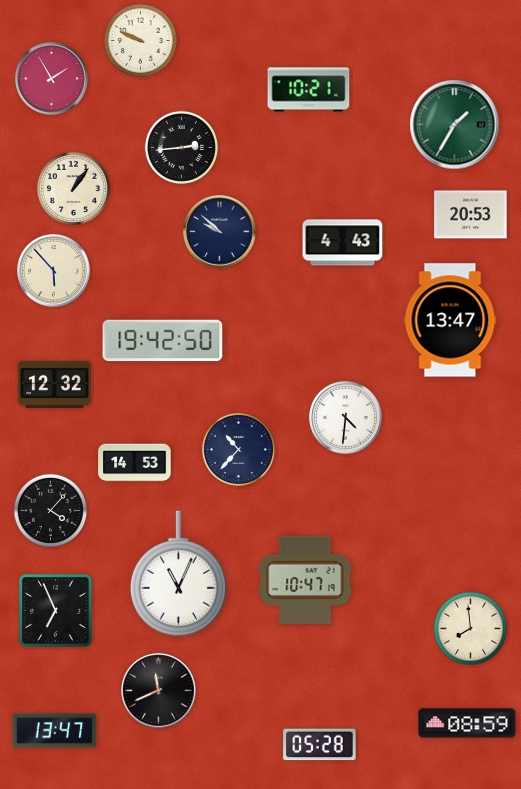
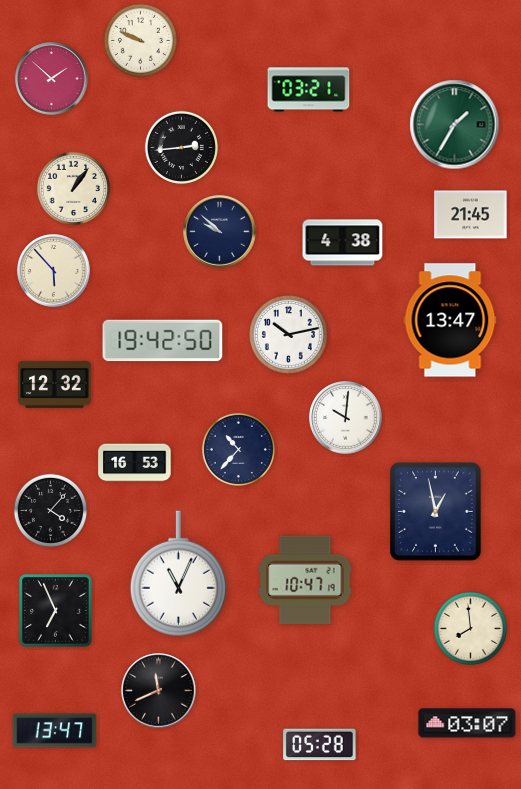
clock at (52, 79): 1:55 -> 1:52
clock at (309, 90): 10:21 -> 03:21
clock at (471, 215): 20:53 -> 21:45
clock at (343, 243): 4:43 -> 4:38
clock at (289, 335): none -> 10:13
clock at (346, 418): 4:31 -> 10:01
clock at (135, 463): 14:53 -> 16:53
clock at (436, 512): none -> 12:58
clock at (467, 723): 08:59 -> 03:07
